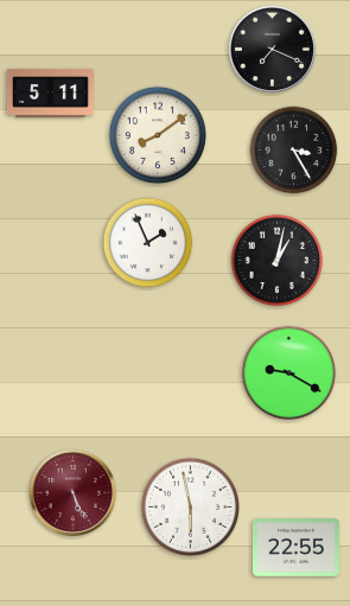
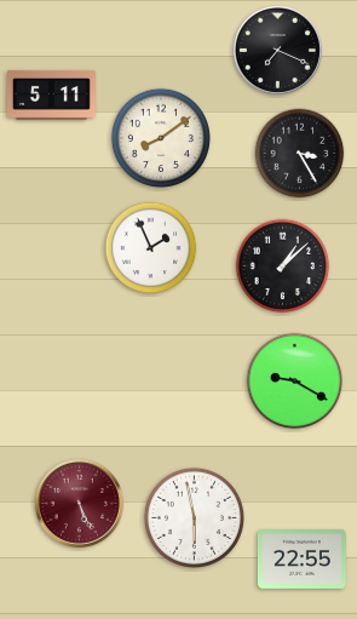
clock at (278, 261): 1:02 -> 1:08
clock at (72, 492) position: (72, 492) -> (79, 503)
